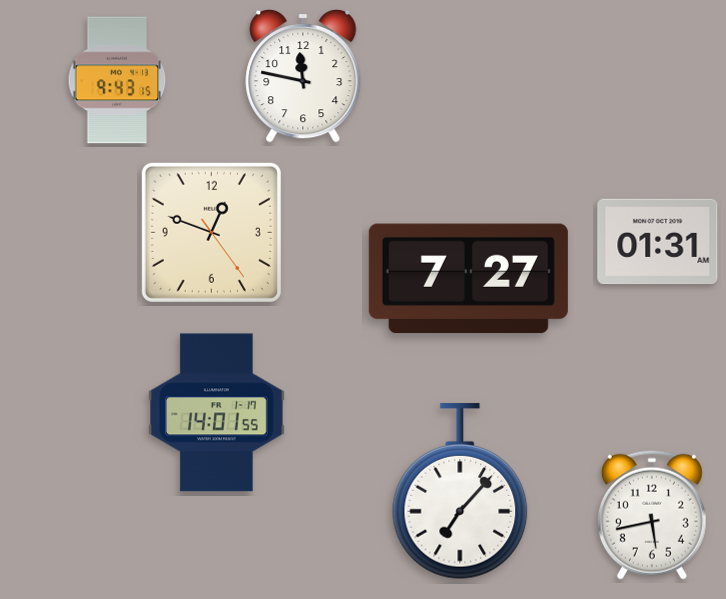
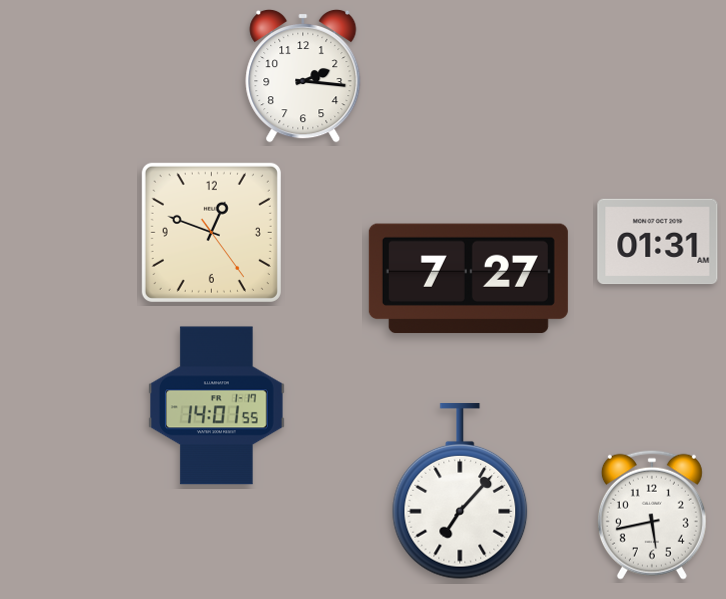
clock at (303, 76): 11:47 -> 2:16
clock at (117, 80): 9:43 -> none
clock at (217, 413) position: (217, 413) -> (217, 406)
